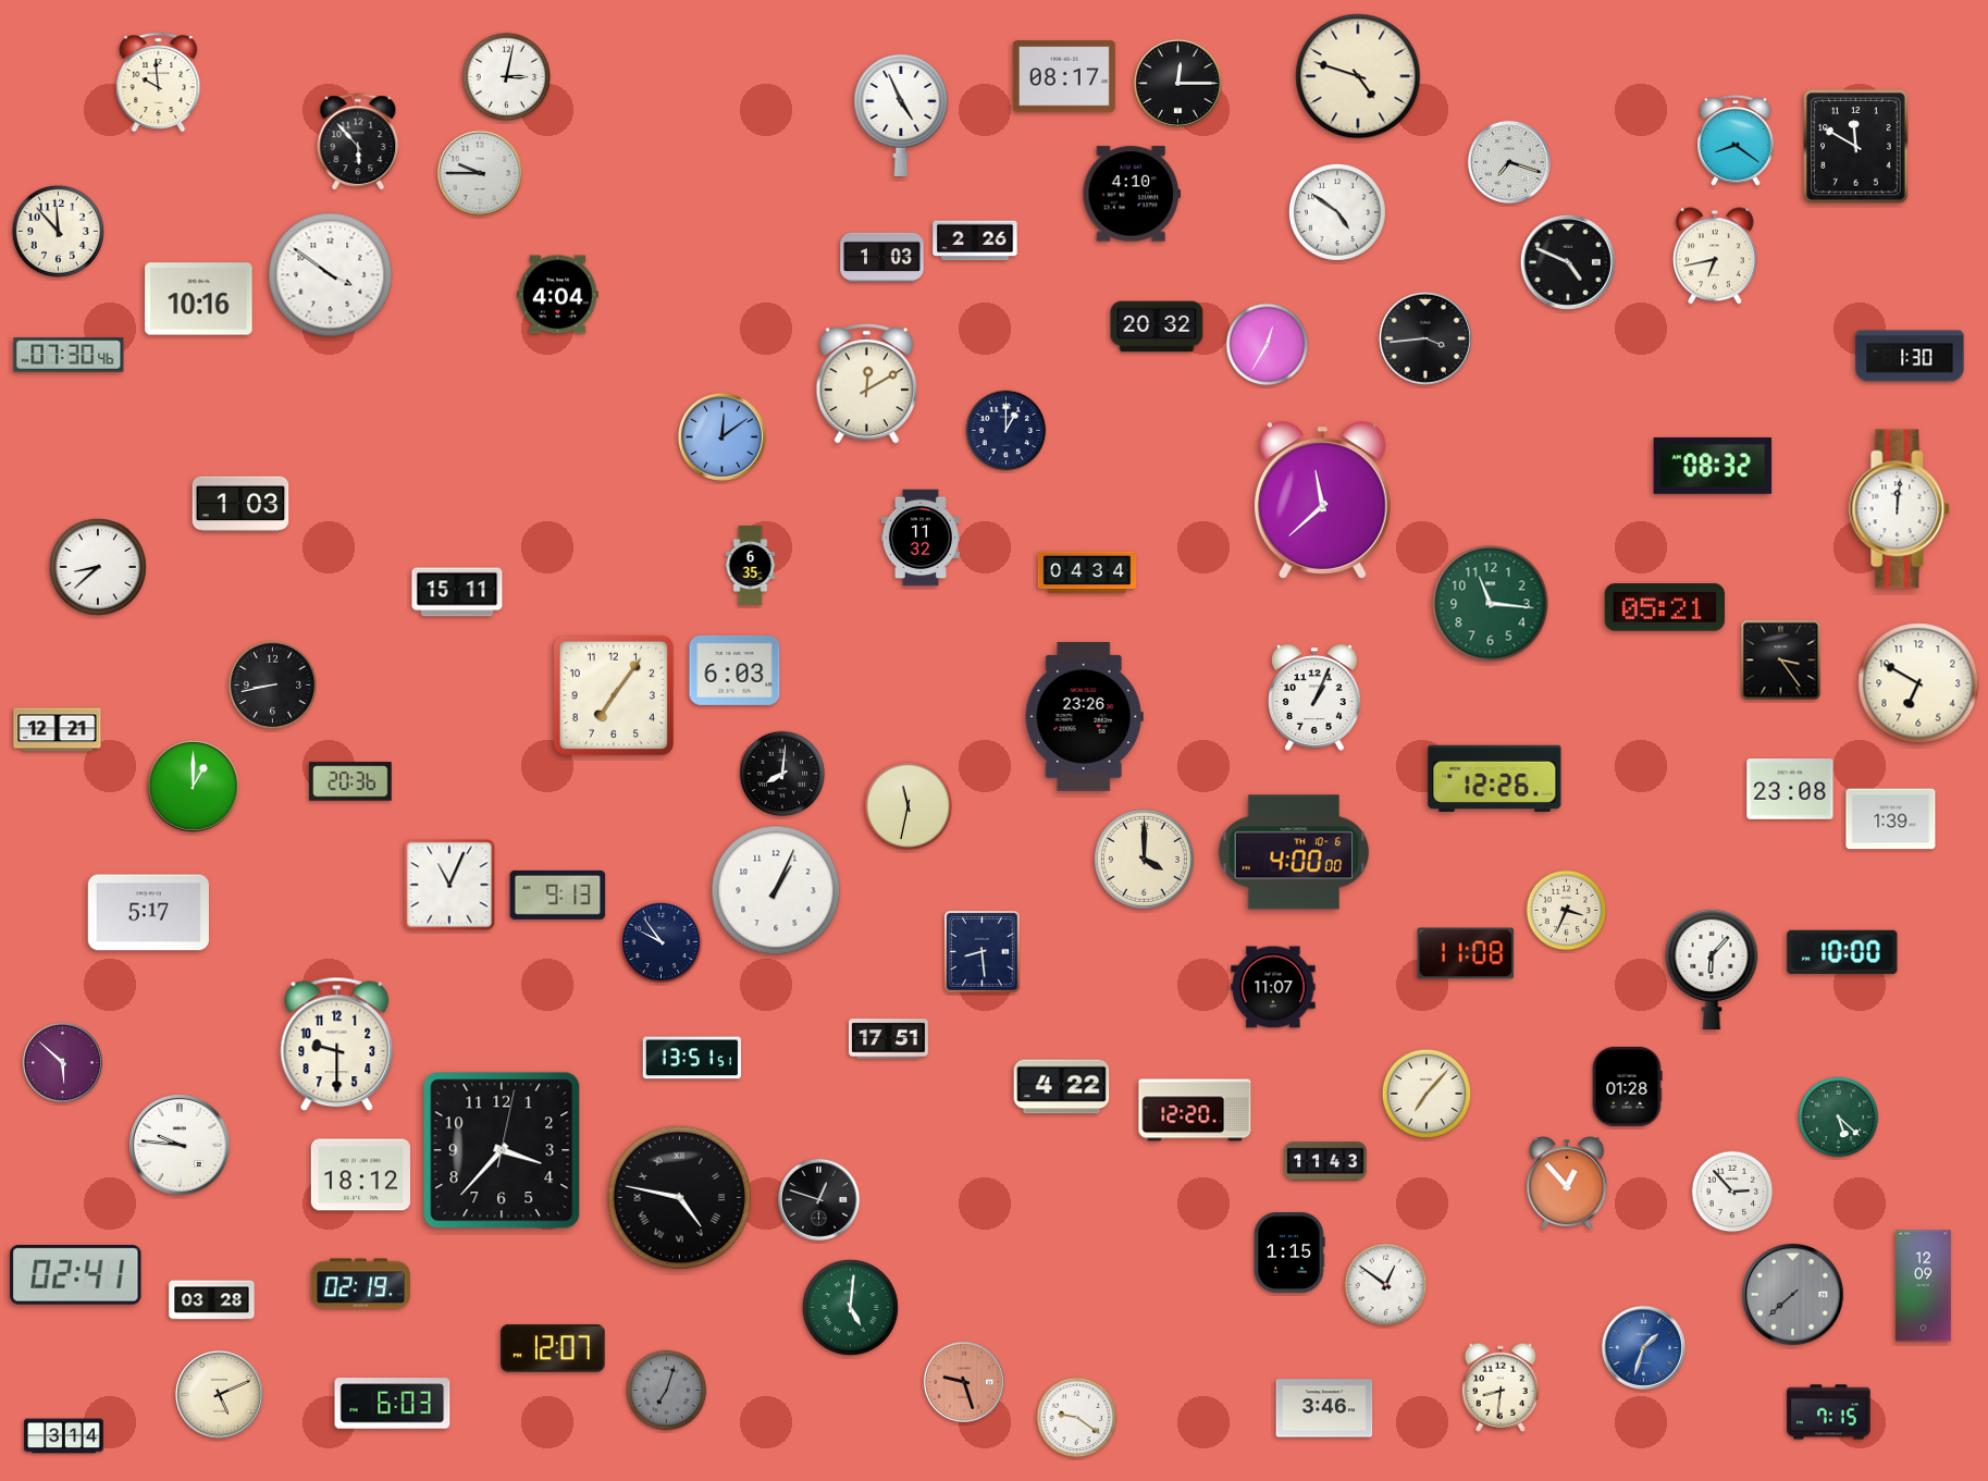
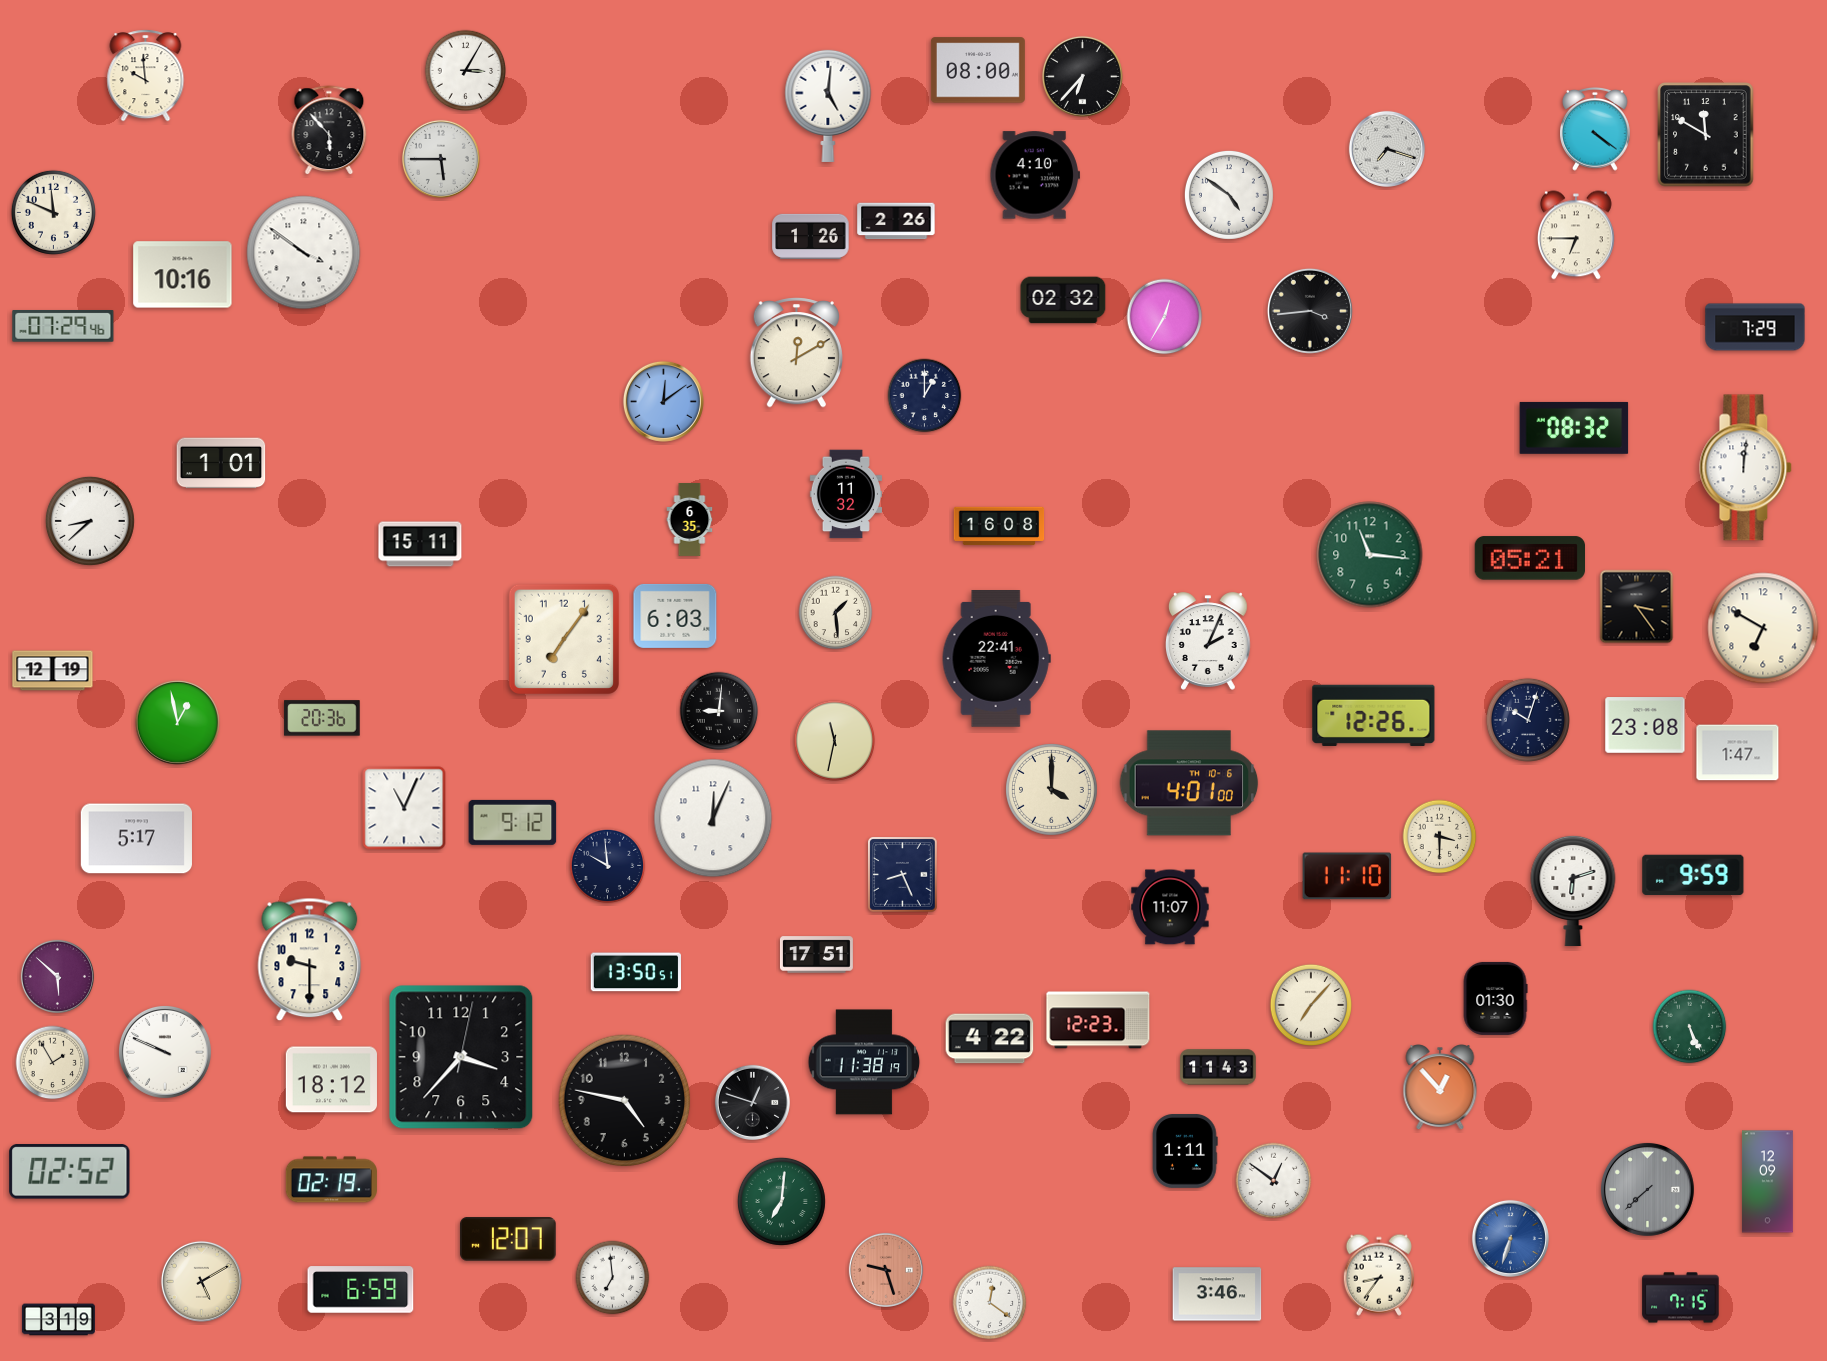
clock at (1064, 76): 08:17 -> 08:00
clock at (1358, 76): 4:48 -> none
clock at (507, 77): 3:02 -> 3:05
clock at (1177, 83): 12:15 -> 6:37
clock at (901, 114): 4:56 -> 5:01
clock at (1736, 140): 8:21 -> 4:21
clock at (480, 173): 9:45 -> 5:45
clock at (1131, 194) position: (1131, 194) -> (1034, 175)
clock at (58, 231): 11:53 -> 11:49
clock at (1715, 256): 6:43 -> 6:45
clock at (882, 257): 1:03 -> 1:26
clock at (1568, 262): 4:49 -> none
clock at (558, 295): 4:04 -> none
clock at (1157, 326): 20:32 -> 02:32
clock at (69, 356): 07:30 -> 07:29
clock at (1910, 356): 1:30 -> 7:29
clock at (1322, 501): 11:38 -> none
clock at (240, 504): 1:03 -> 1:01
clock at (1087, 572): 04:34 -> 16:08
clock at (836, 613): none -> 1:29
clock at (273, 686): 8:43 -> none
clock at (1314, 698): 1:04 -> 2:04
clock at (1084, 717): 23:26 -> 22:41
clock at (58, 730): 12:21 -> 12:19
clock at (782, 774): 8:01 -> 9:01
clock at (1528, 720): none -> 10:03
clock at (193, 786): 1:00 -> 12:58
clock at (1891, 819): 1:39 -> 1:47
clock at (1294, 852): 4:00 -> 4:01
clock at (449, 885) position: (449, 885) -> (404, 808)
clock at (776, 890): 1:04 -> 12:04
clock at (558, 894): 9:13 -> 9:12
clock at (1567, 911): 3:34 -> 3:30
clock at (662, 942): 9:54 -> 9:59
clock at (983, 952): 8:29 -> 8:26
clock at (1842, 952): 10:00 -> 9:59
clock at (1466, 953): 11:08 -> 11:10
clock at (1712, 970): 6:07 -> 6:12
clock at (691, 1058): 13:51 -> 13:50
clock at (1627, 1086): 01:28 -> 01:30
clock at (1062, 1087) position: (1062, 1087) -> (990, 1039)
clock at (1195, 1110): 12:20 -> 12:23
clock at (1839, 1118): 5:22 -> 5:26
clock at (180, 1145): 9:46 -> 9:49
clock at (864, 1062): none -> 11:38
clock at (53, 1063): none -> 1:55
clock at (1732, 1192): 2:53 -> none
clock at (680, 1198) numerals: Roman -> Arabic
clock at (1289, 1254): 1:15 -> 1:11
clock at (76, 1275): 02:41 -> 02:52
clock at (212, 1300): 03:28 -> none
clock at (850, 1307): 5:01 -> 7:01
clock at (1643, 1347): 1:33 -> 6:33
clock at (1501, 1387): 8:31 -> 8:36
clock at (667, 1391): 7:03 -> 6:59
clock at (667, 1391) dial: grey -> white
clock at (219, 1394): 5:11 -> 5:10
clock at (393, 1404): 6:03 -> 6:59
clock at (1077, 1418): 9:21 -> 12:21
clock at (63, 1436): 3:14 -> 3:19
